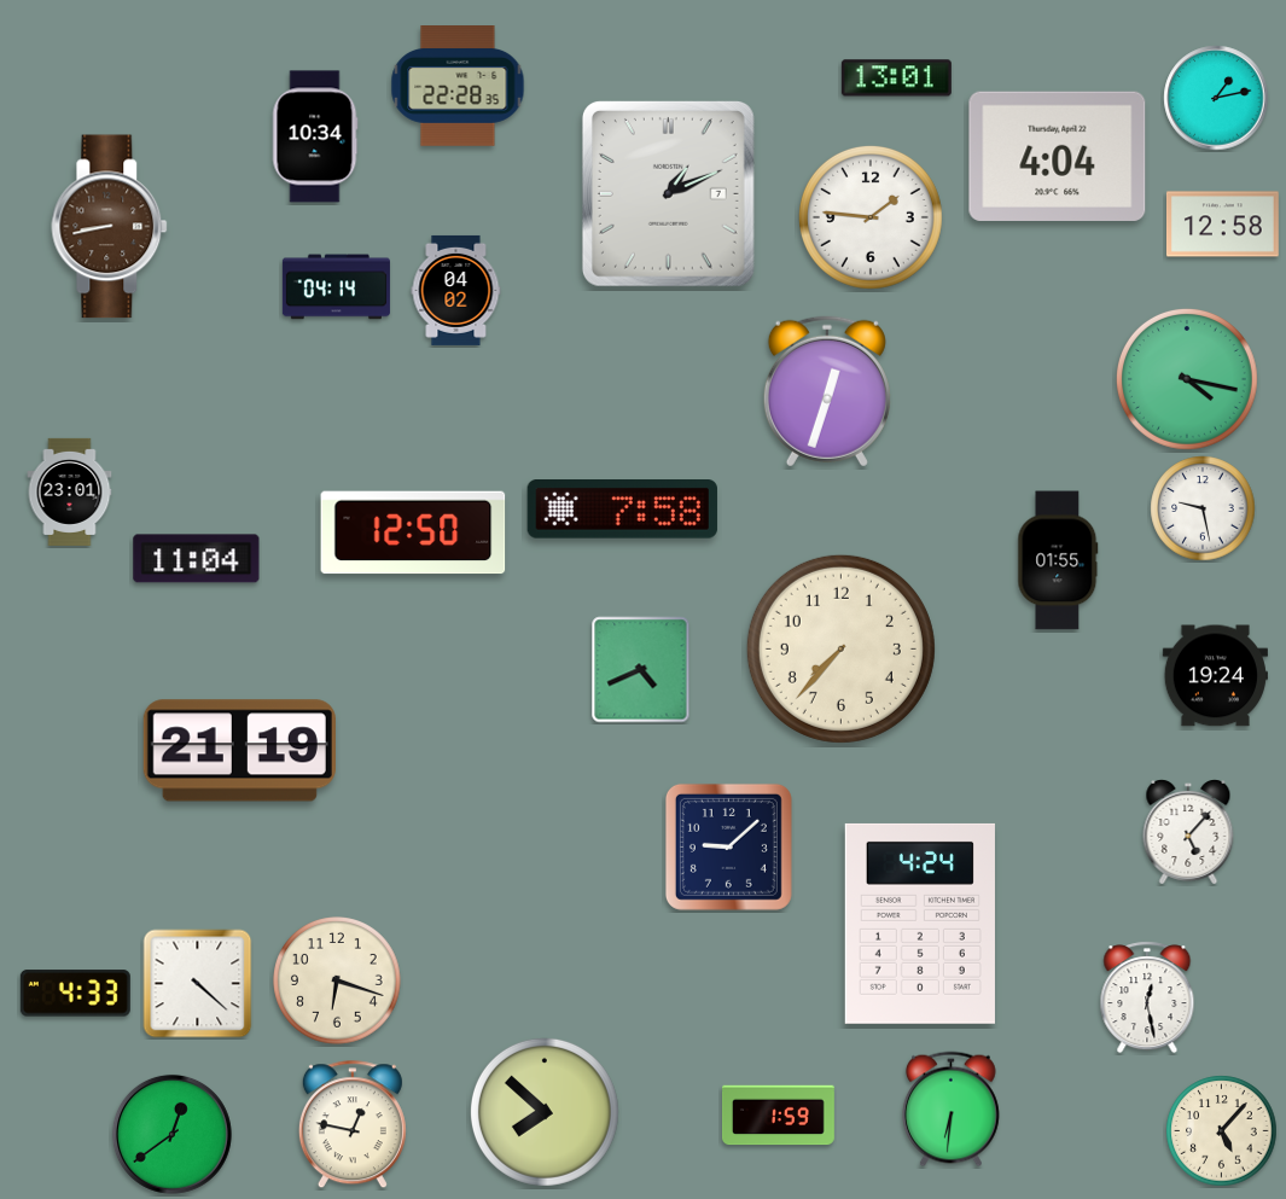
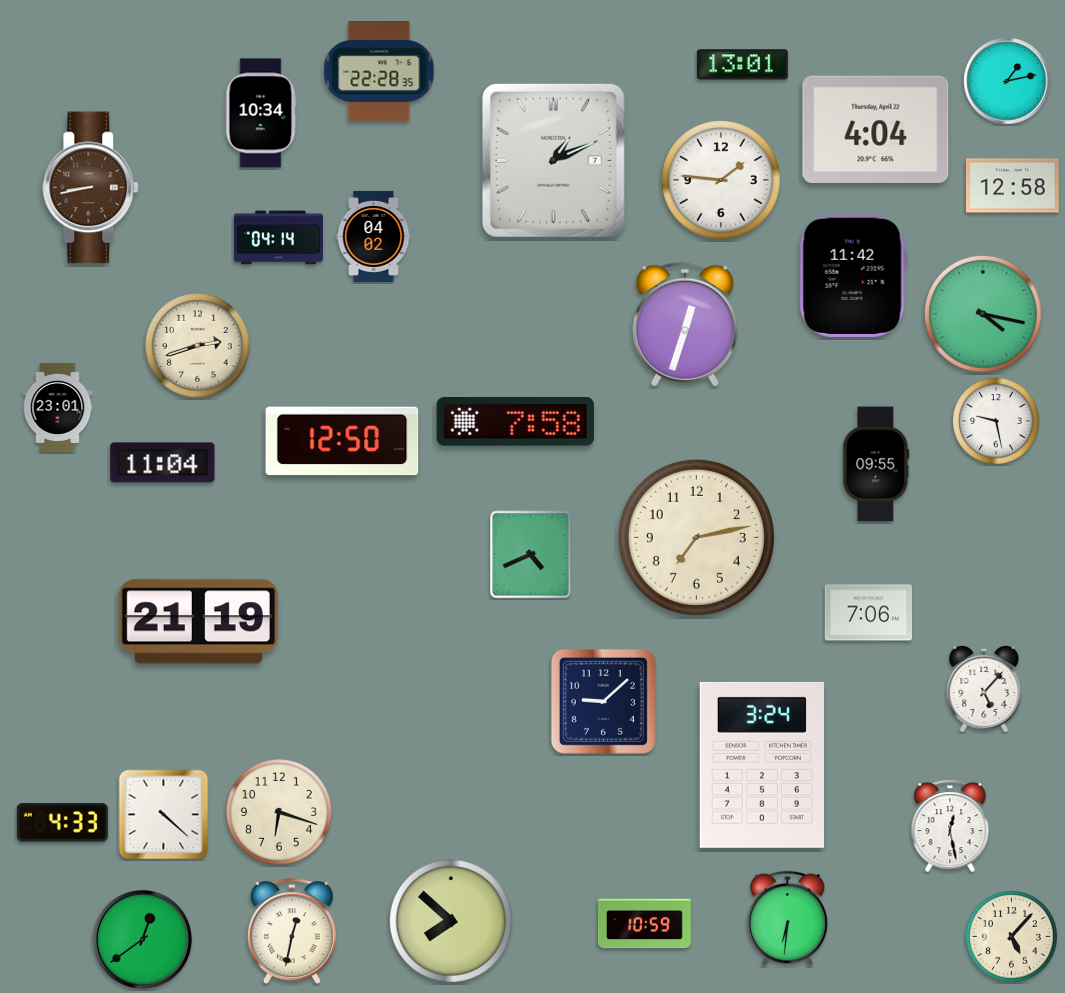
clock at (456, 290) position: (456, 290) -> (374, 236)
clock at (853, 276): none -> 11:42
clock at (198, 346): none -> 2:42
clock at (1058, 560): 01:55 -> 09:55
clock at (840, 648): 7:37 -> 7:13
clock at (1215, 676): 19:24 -> none
clock at (868, 613): none -> 7:06
clock at (920, 924): 4:24 -> 3:24
clock at (778, 1116): 1:59 -> 10:59
clock at (353, 1125): 12:47 -> 12:32
